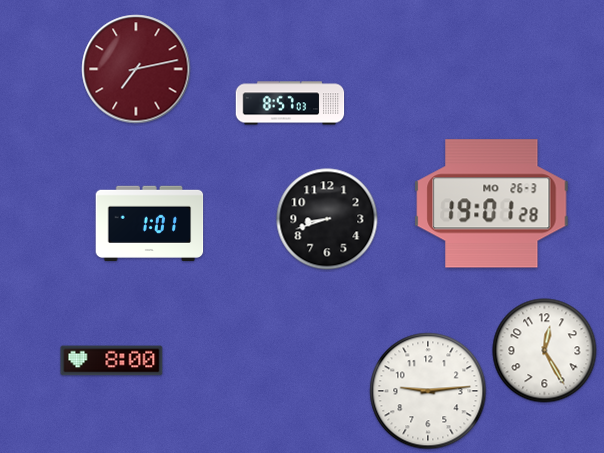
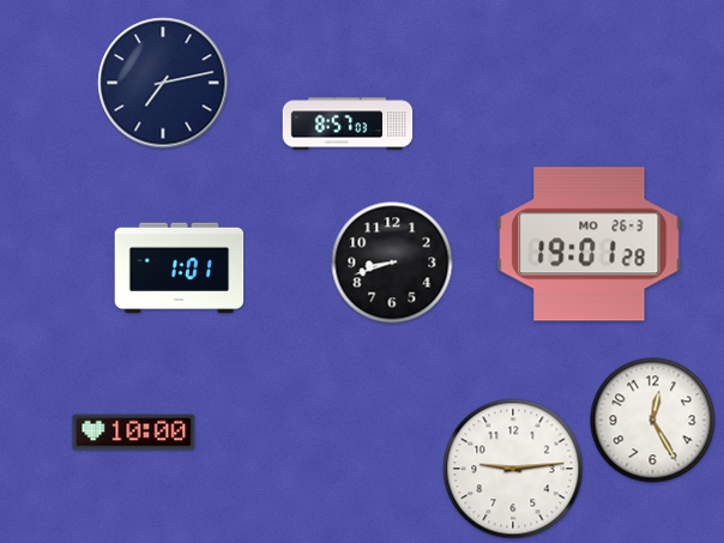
clock at (136, 69) dial: burgundy -> navy
clock at (112, 361): 8:00 -> 10:00
